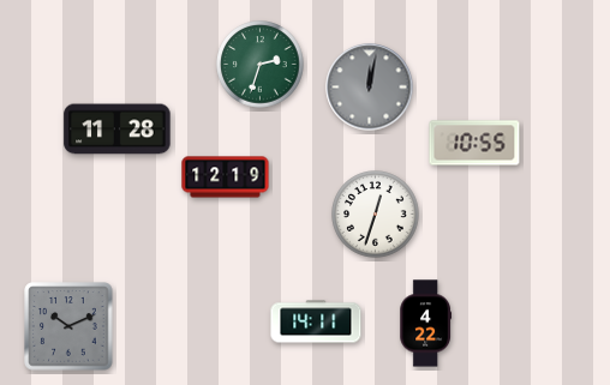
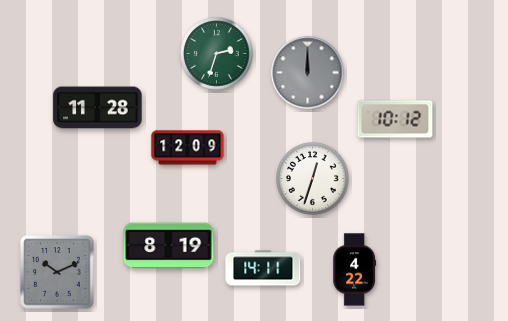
clock at (370, 88): 12:02 -> 12:00
clock at (474, 143): 10:55 -> 10:12
clock at (226, 178): 12:19 -> 12:09
clock at (169, 246): none -> 8:19
